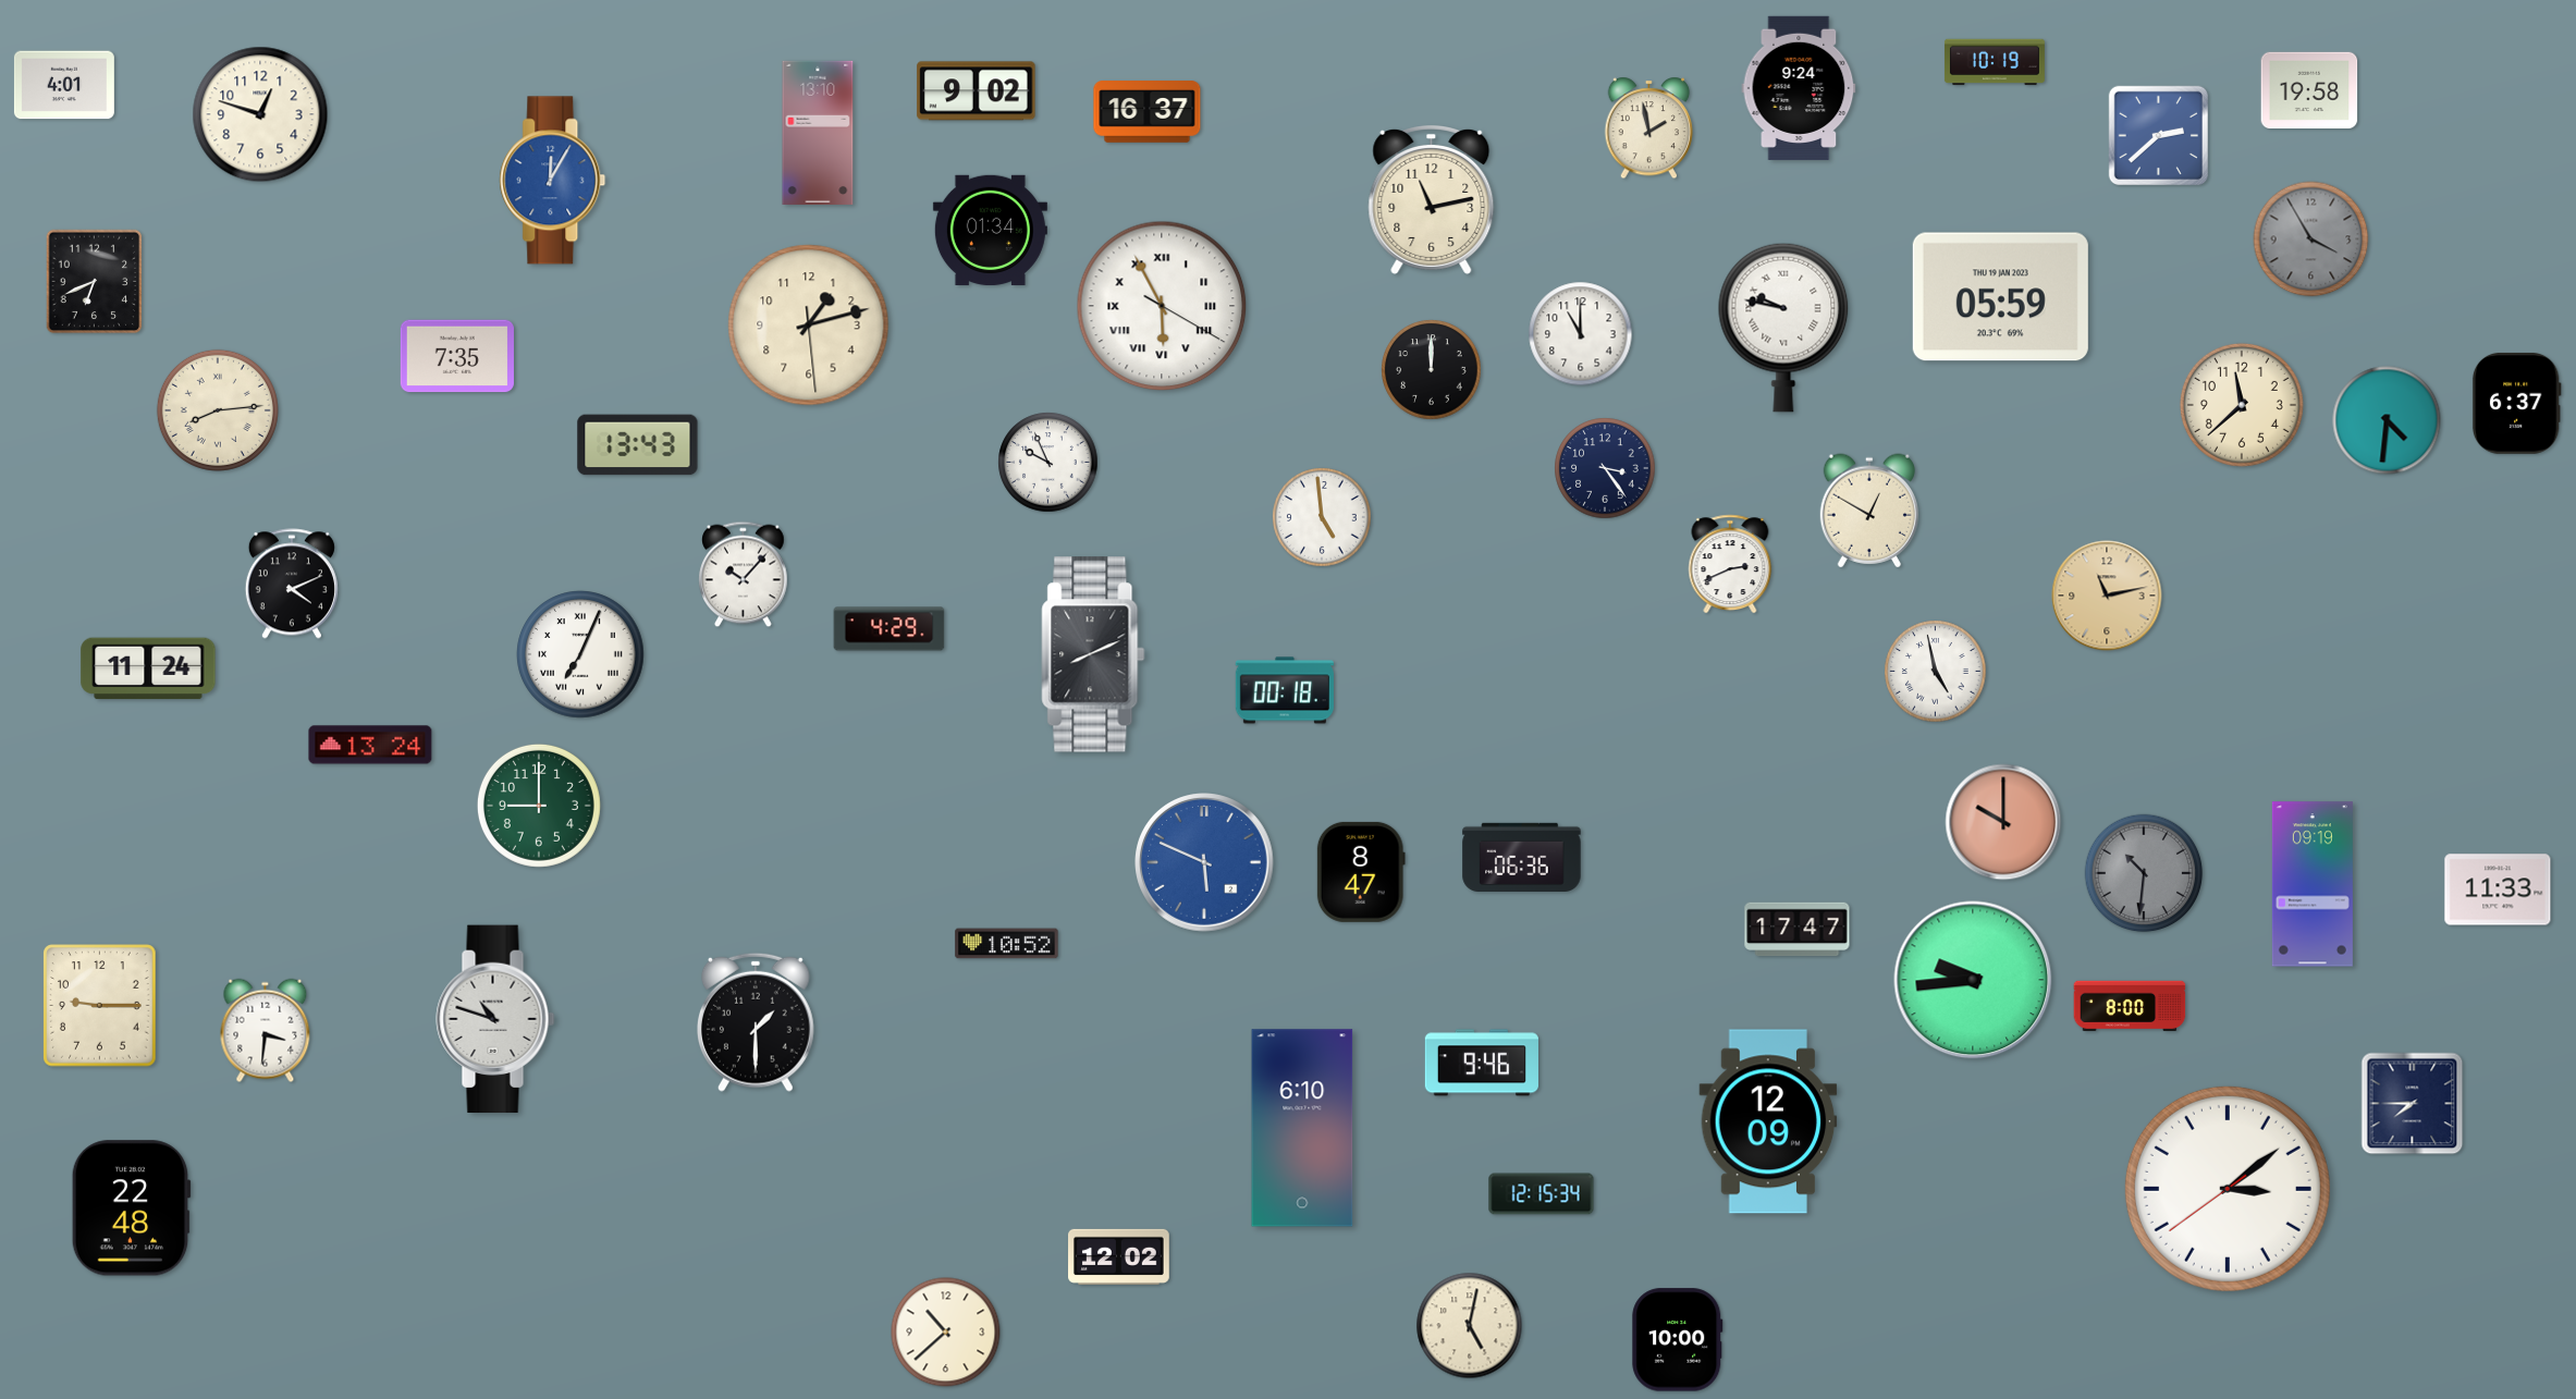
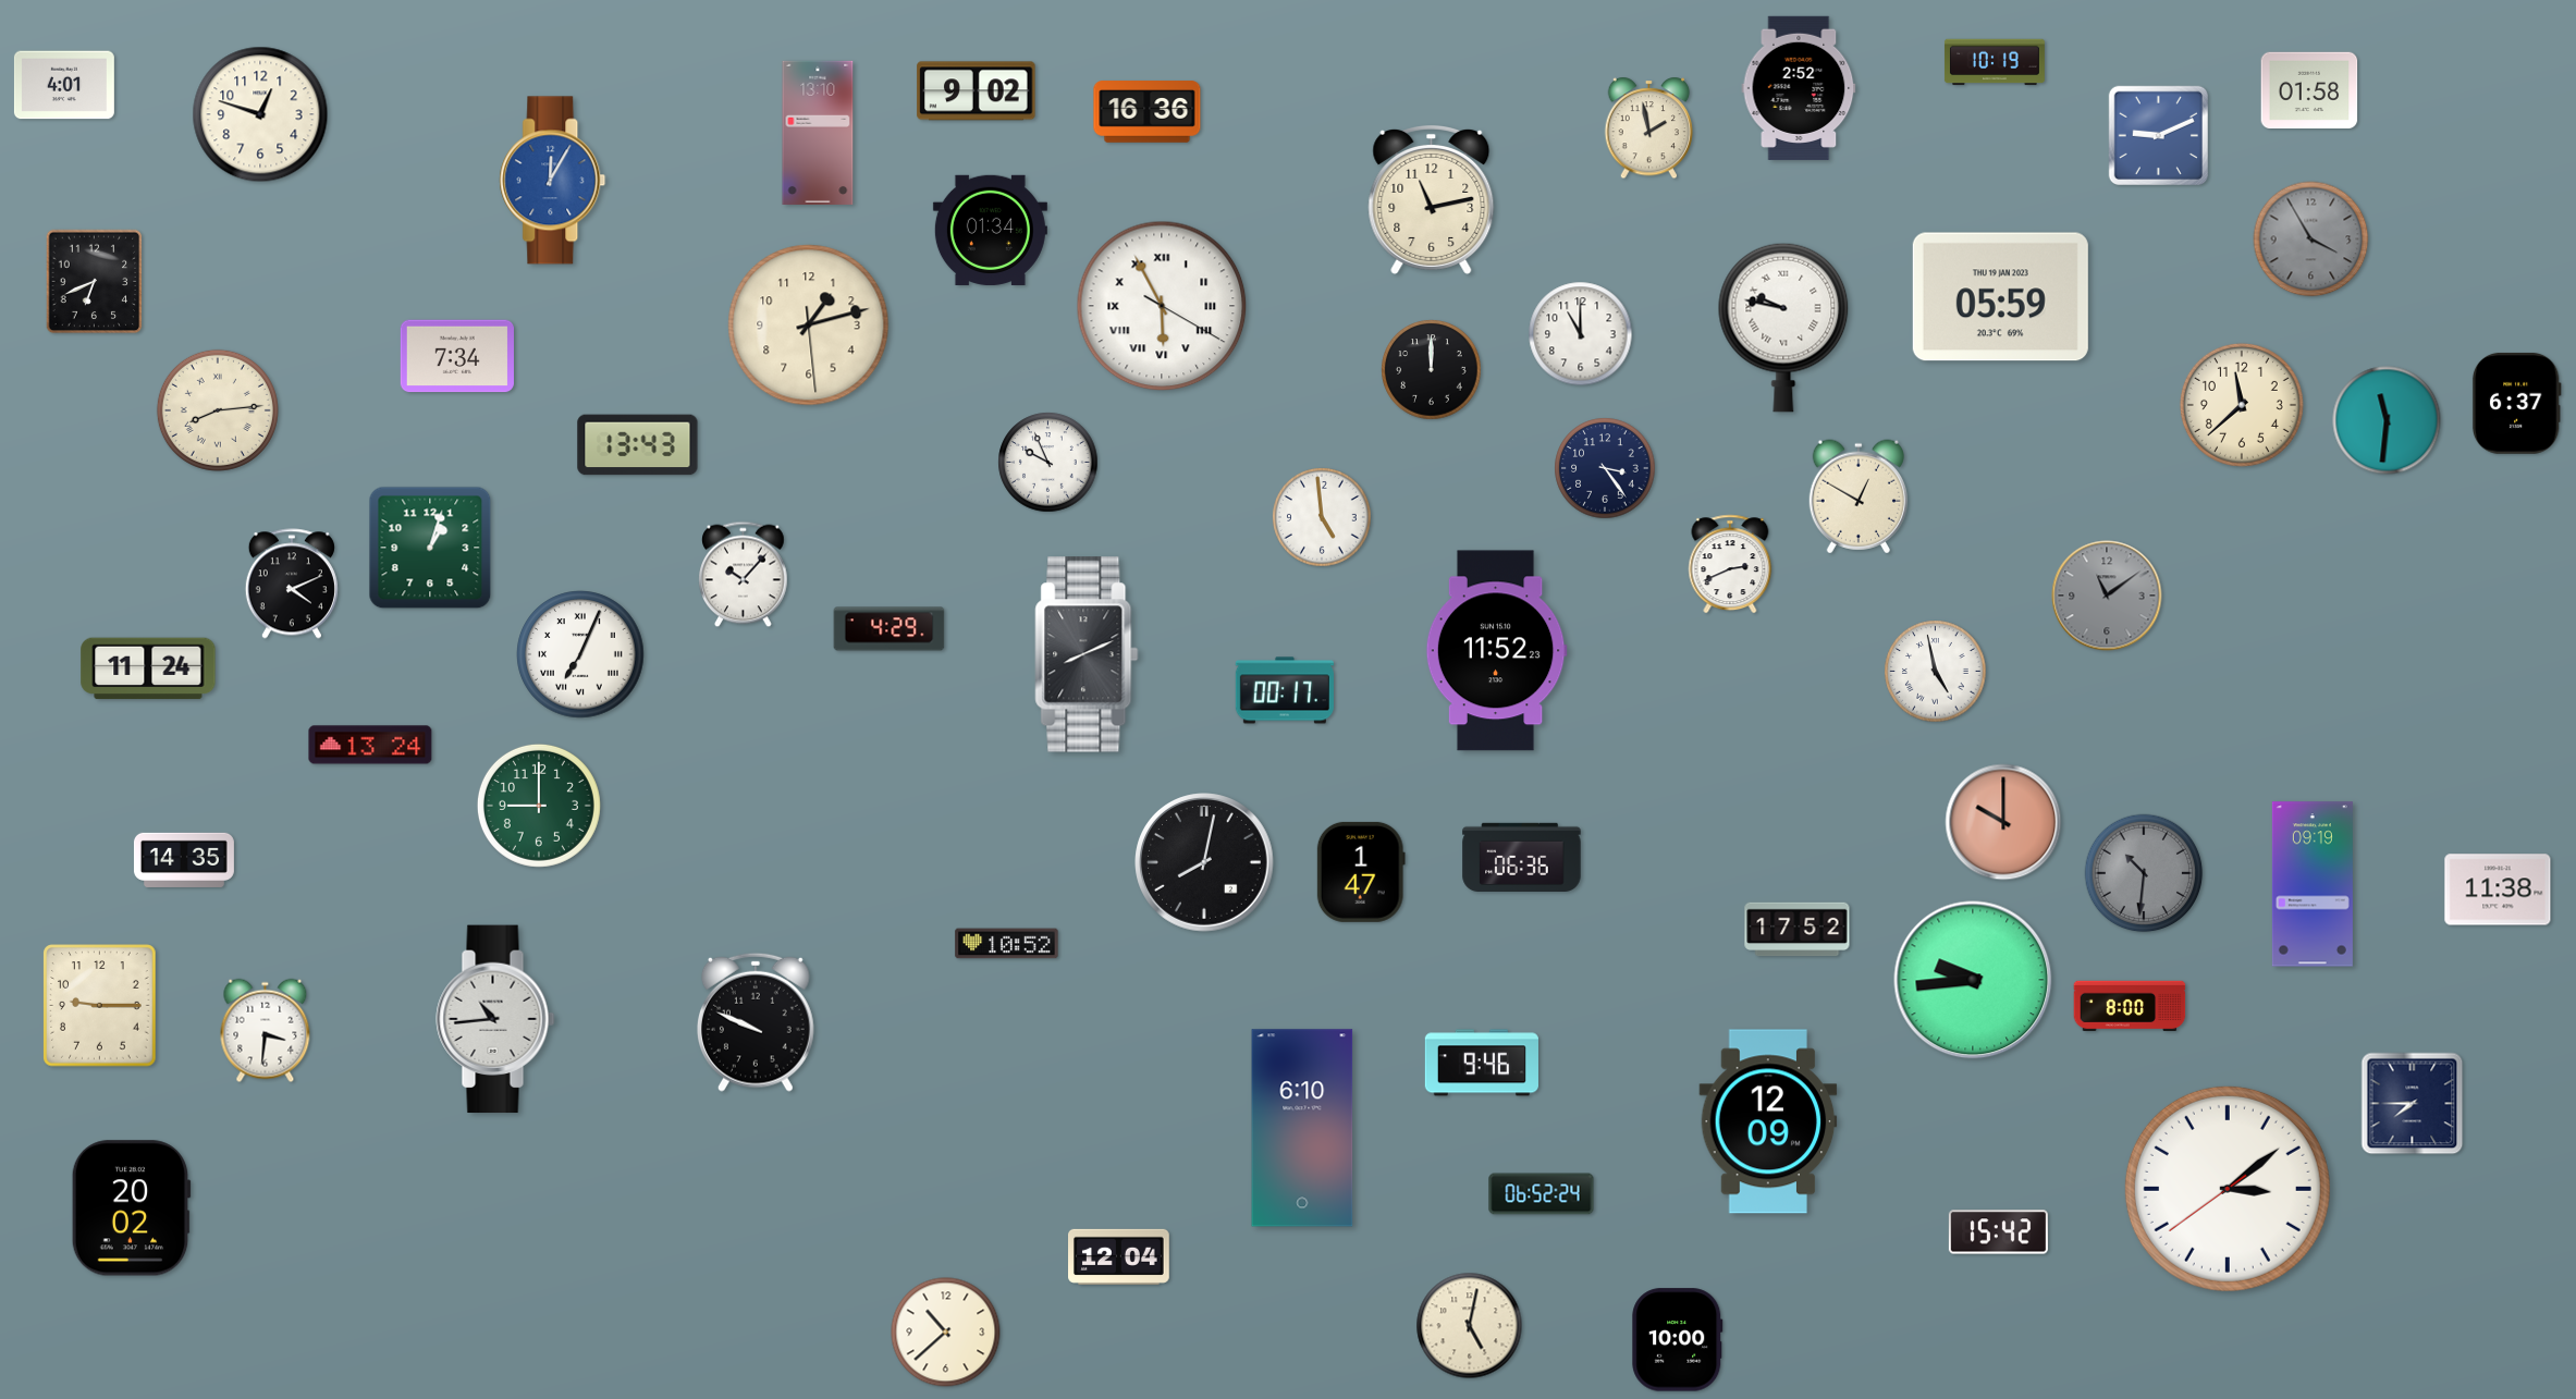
clock at (1799, 88): 9:24 -> 2:52
clock at (2309, 89): 19:58 -> 01:58
clock at (1148, 112): 16:37 -> 16:36
clock at (2158, 135): 2:38 -> 9:11
clock at (457, 356): 7:35 -> 7:34
clock at (2387, 420): 4:31 -> 11:31
clock at (1868, 511) position: (1868, 511) -> (1857, 496)
clock at (430, 548): none -> 1:03
clock at (2107, 596): 11:13 -> 11:09
clock at (2107, 596) dial: champagne -> grey
clock at (1496, 651): none -> 11:52
clock at (1093, 654) position: (1093, 654) -> (1087, 654)
clock at (1285, 690): 00:18 -> 00:17
clock at (184, 859): none -> 14:35
clock at (1204, 862): 5:49 -> 8:02
clock at (1204, 862) dial: blue -> black
clock at (1361, 872): 8:47 -> 1:47
clock at (2498, 889): 11:33 -> 11:38
clock at (1798, 930): 17:47 -> 17:52
clock at (495, 1019): 10:48 -> 10:44
clock at (756, 1022): 1:30 -> 9:49
clock at (1542, 1194): 12:15 -> 06:52
clock at (131, 1208): 22:48 -> 20:02
clock at (1998, 1232): none -> 15:42
clock at (1119, 1256): 12:02 -> 12:04
